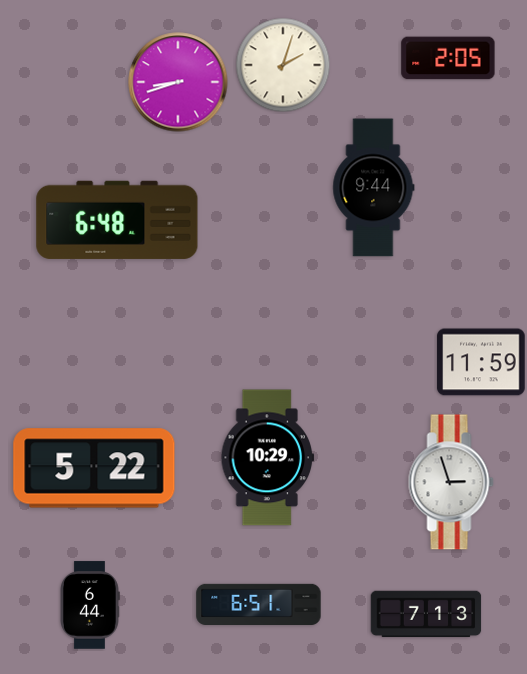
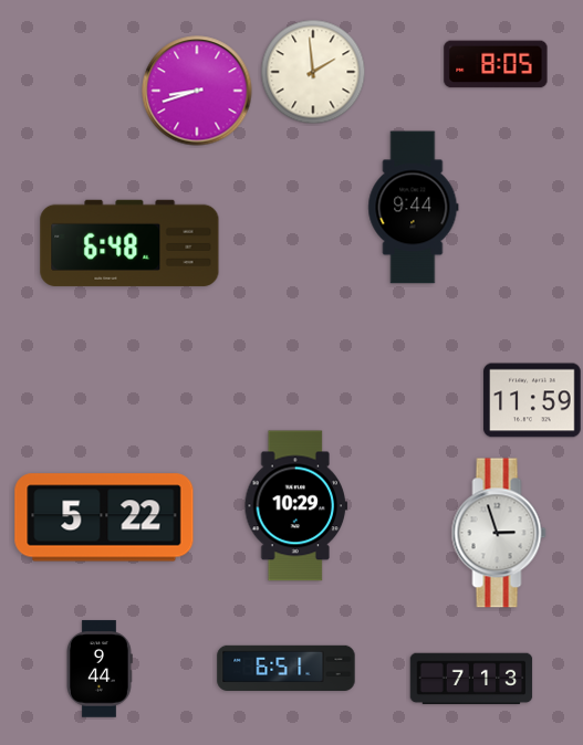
clock at (448, 58): 2:05 -> 8:05
clock at (283, 65): 2:03 -> 1:59
clock at (90, 605): 6:44 -> 9:44
